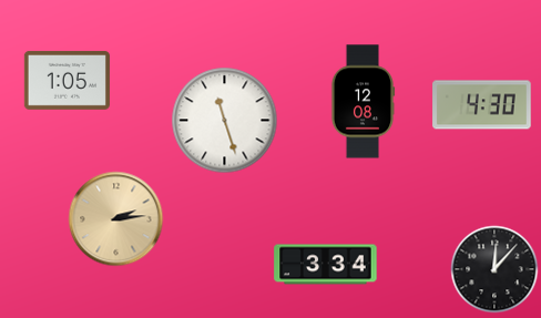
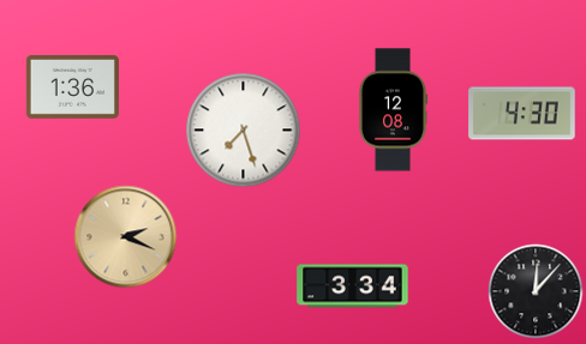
clock at (67, 80): 1:05 -> 1:36
clock at (224, 120): 11:27 -> 7:27
clock at (115, 218): 2:14 -> 2:19
